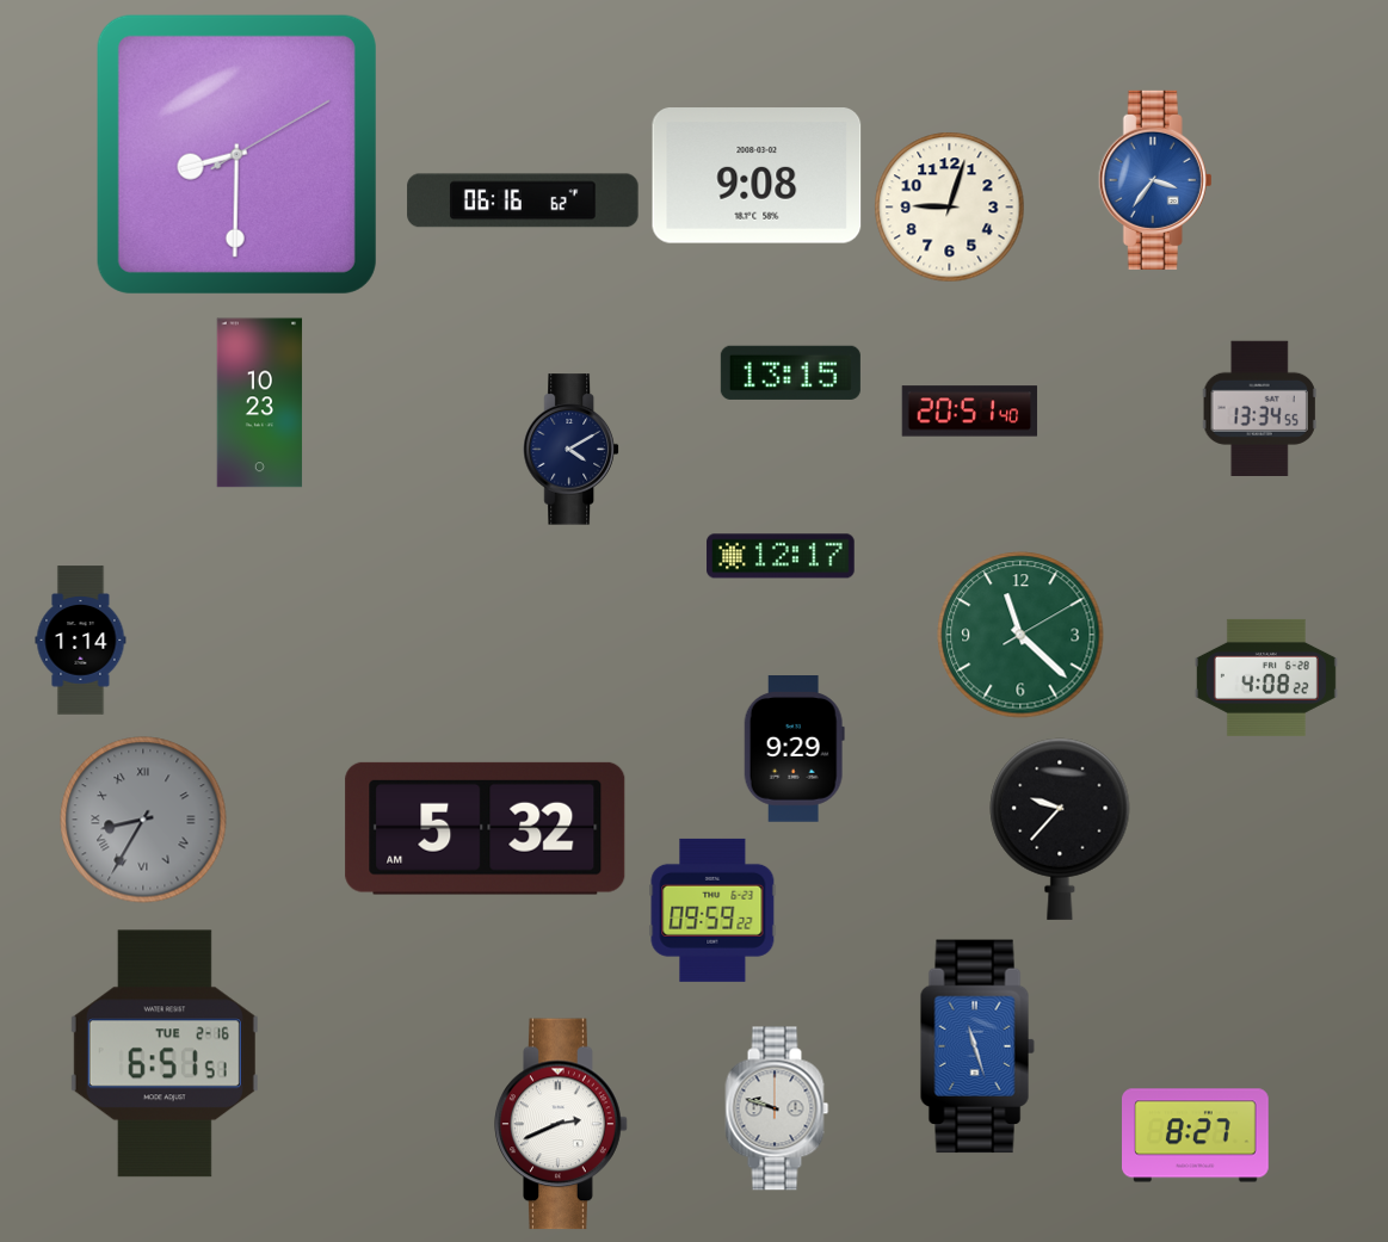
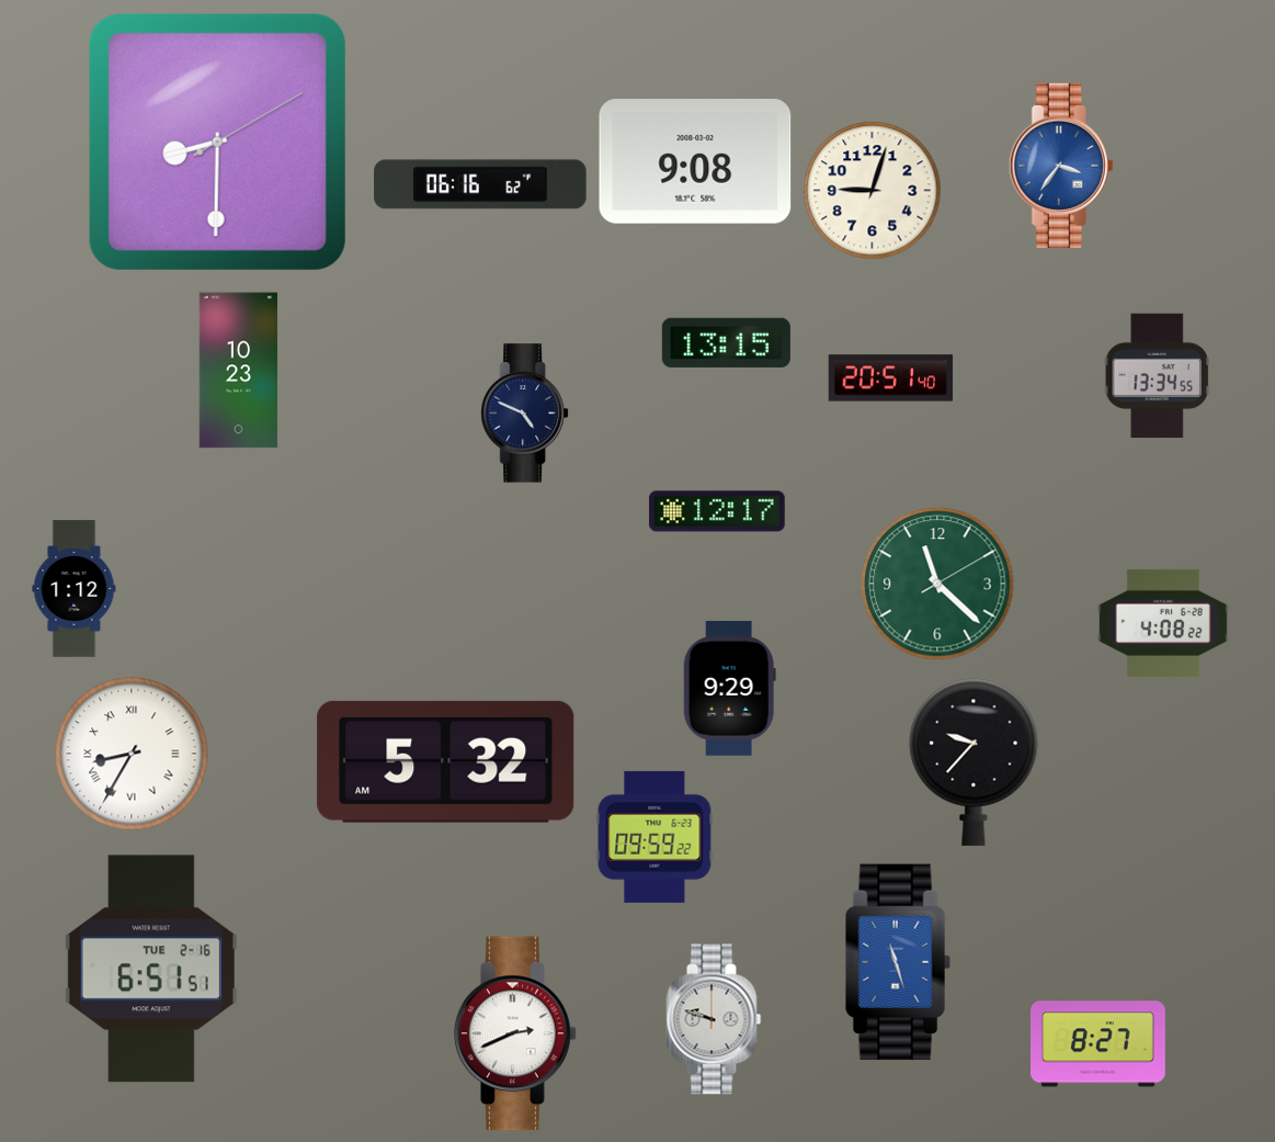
clock at (572, 450): 4:10 -> 4:49
clock at (81, 641): 1:14 -> 1:12
clock at (143, 820) dial: grey -> white
